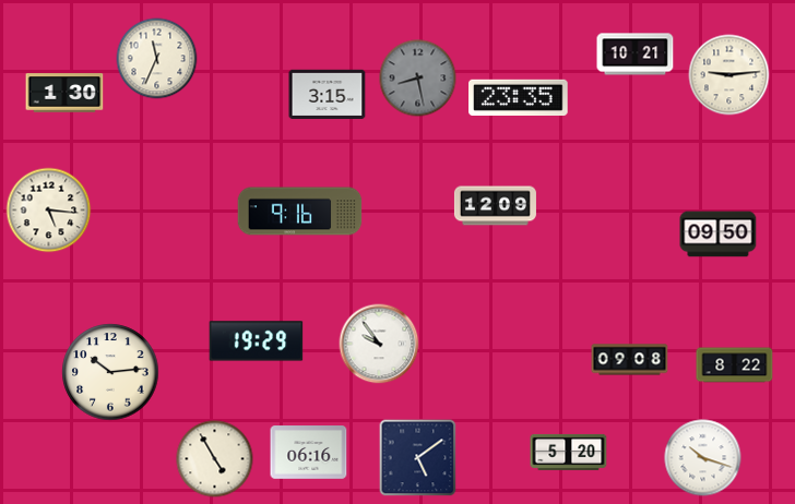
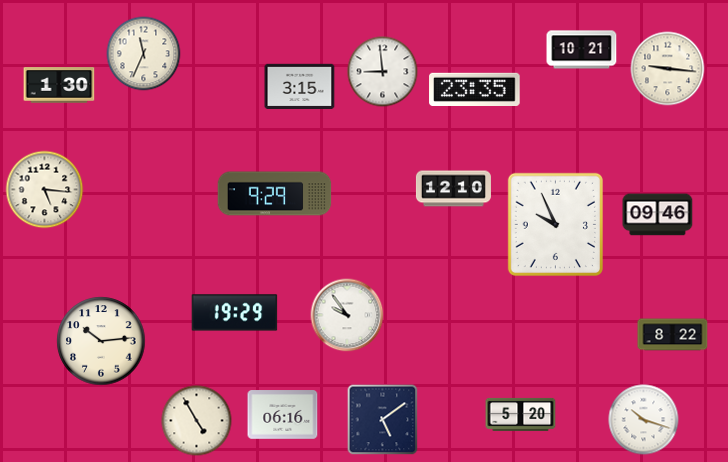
clock at (729, 75): 9:14 -> 9:16
clock at (418, 79): 8:28 -> 8:59
clock at (418, 79) dial: grey -> white
clock at (495, 206): 12:09 -> 12:10
clock at (49, 211) position: (49, 211) -> (45, 190)
clock at (300, 212): 9:16 -> 9:29
clock at (719, 235): 09:50 -> 09:46
clock at (555, 224): none -> 9:56
clock at (630, 360): 09:08 -> none
